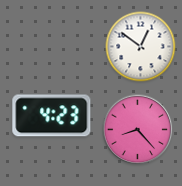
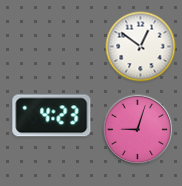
clock at (138, 130): 8:23 -> 9:03
